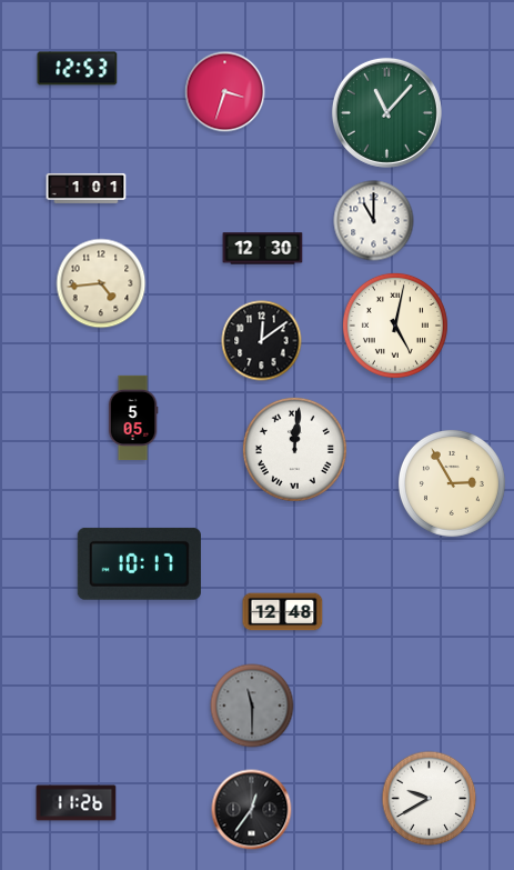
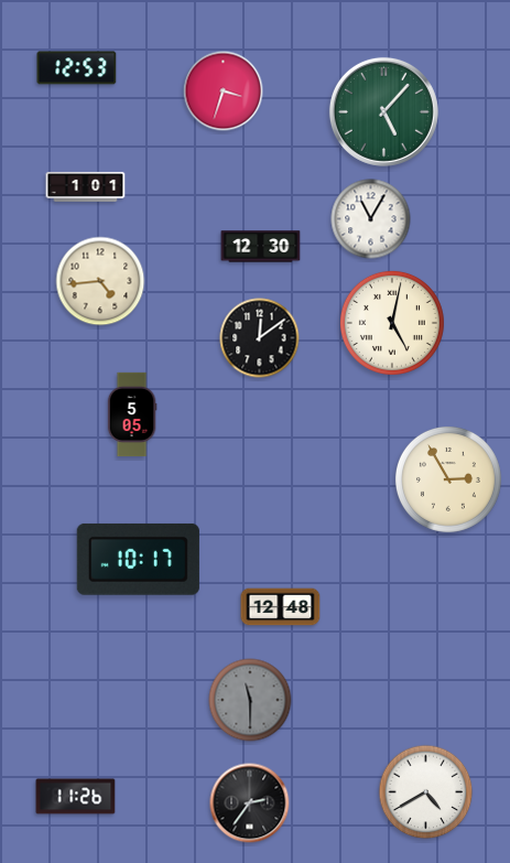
clock at (386, 112): 11:07 -> 5:07
clock at (374, 221): 11:00 -> 11:05
clock at (294, 449): 12:01 -> none
clock at (430, 799): 9:40 -> 4:40
clock at (252, 810): 12:36 -> 2:36
